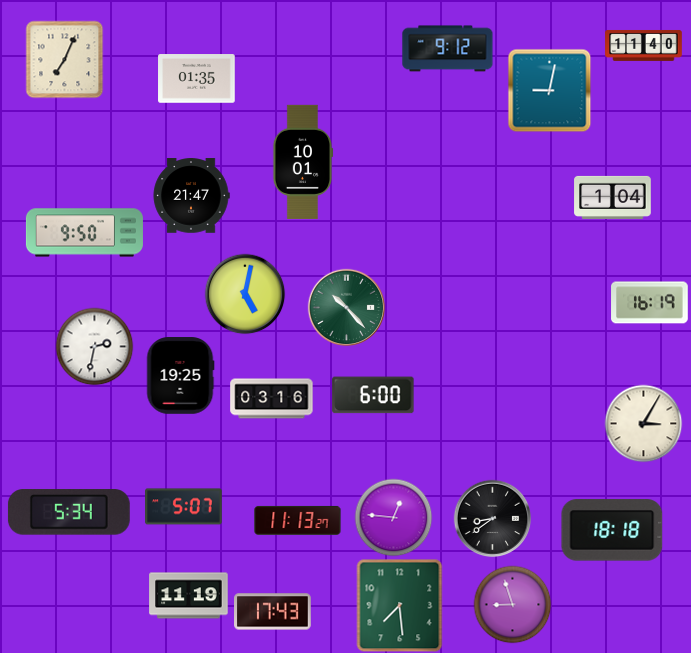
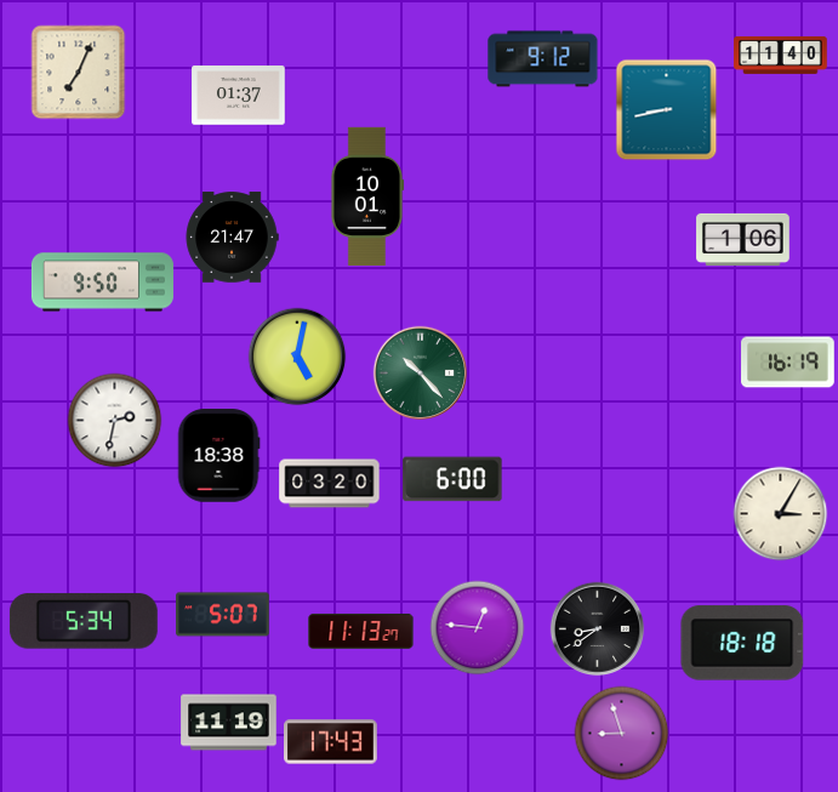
clock at (197, 79): 01:35 -> 01:37
clock at (549, 90): 9:02 -> 8:43
clock at (613, 197): 1:04 -> 1:06
clock at (650, 303) position: (650, 303) -> (788, 363)
clock at (180, 376): 19:25 -> 18:38
clock at (272, 399): 03:16 -> 03:20
clock at (400, 605): 7:29 -> none
